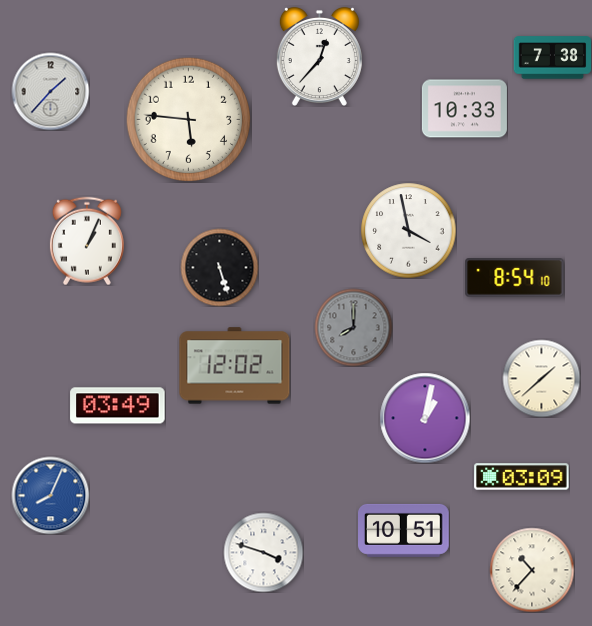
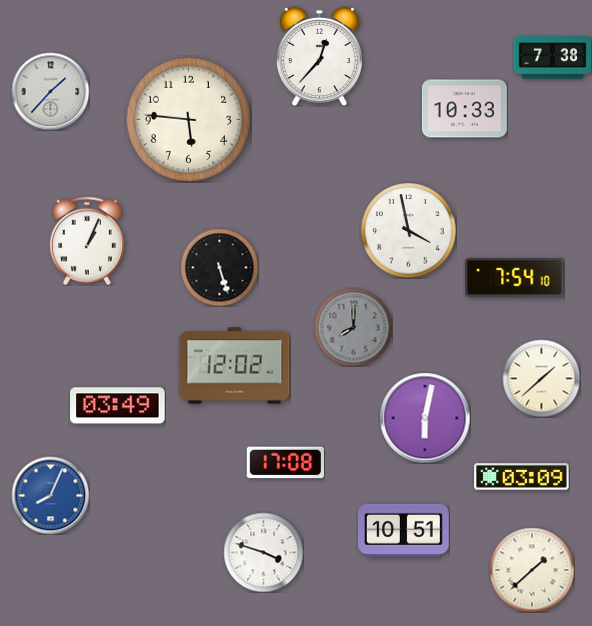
clock at (515, 278): 8:54 -> 7:54
clock at (425, 418): 1:02 -> 6:02
clock at (285, 463): none -> 17:08
clock at (532, 570): 10:37 -> 1:38
